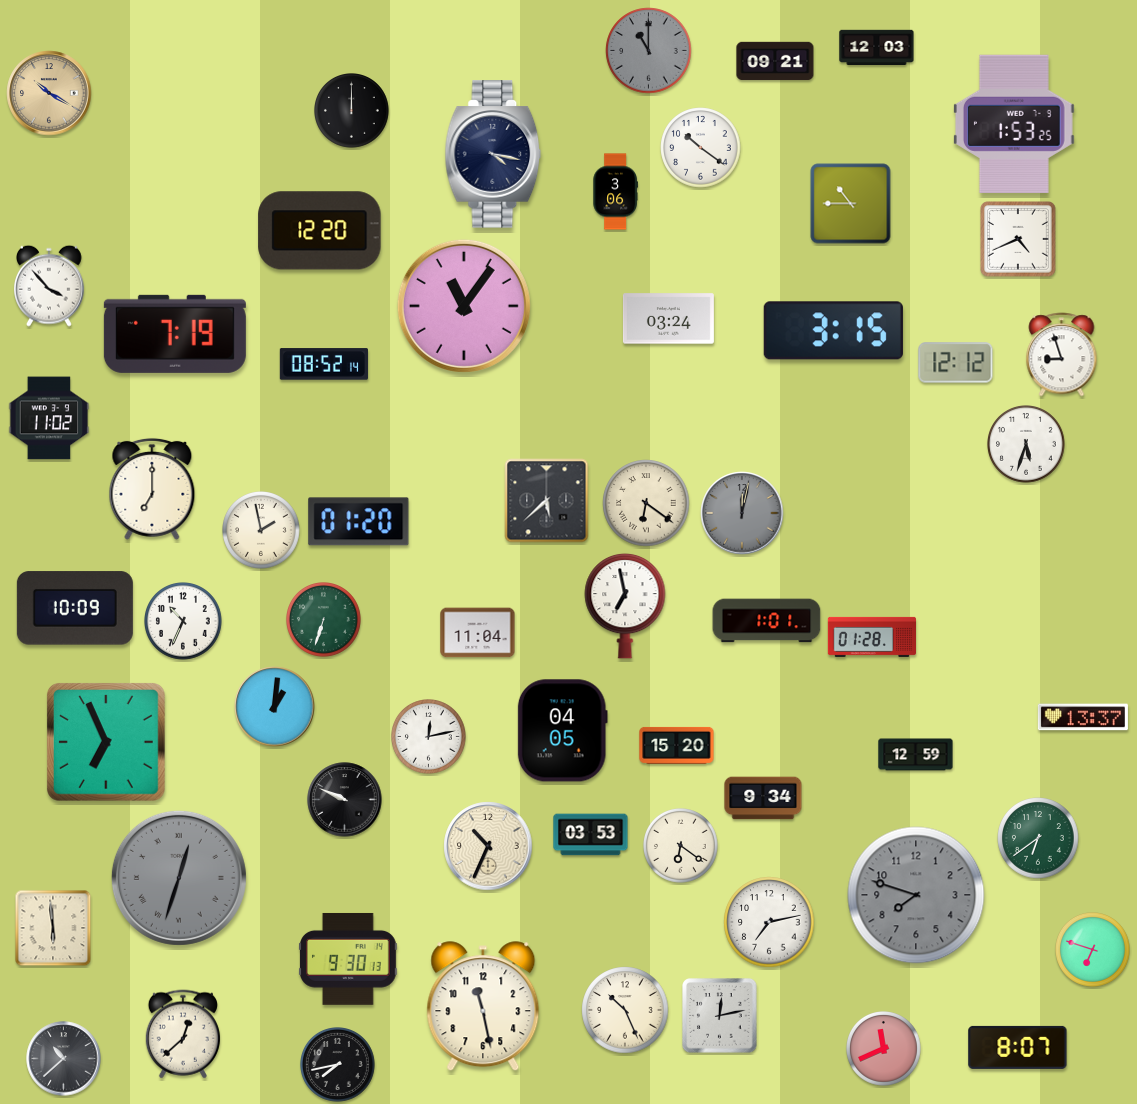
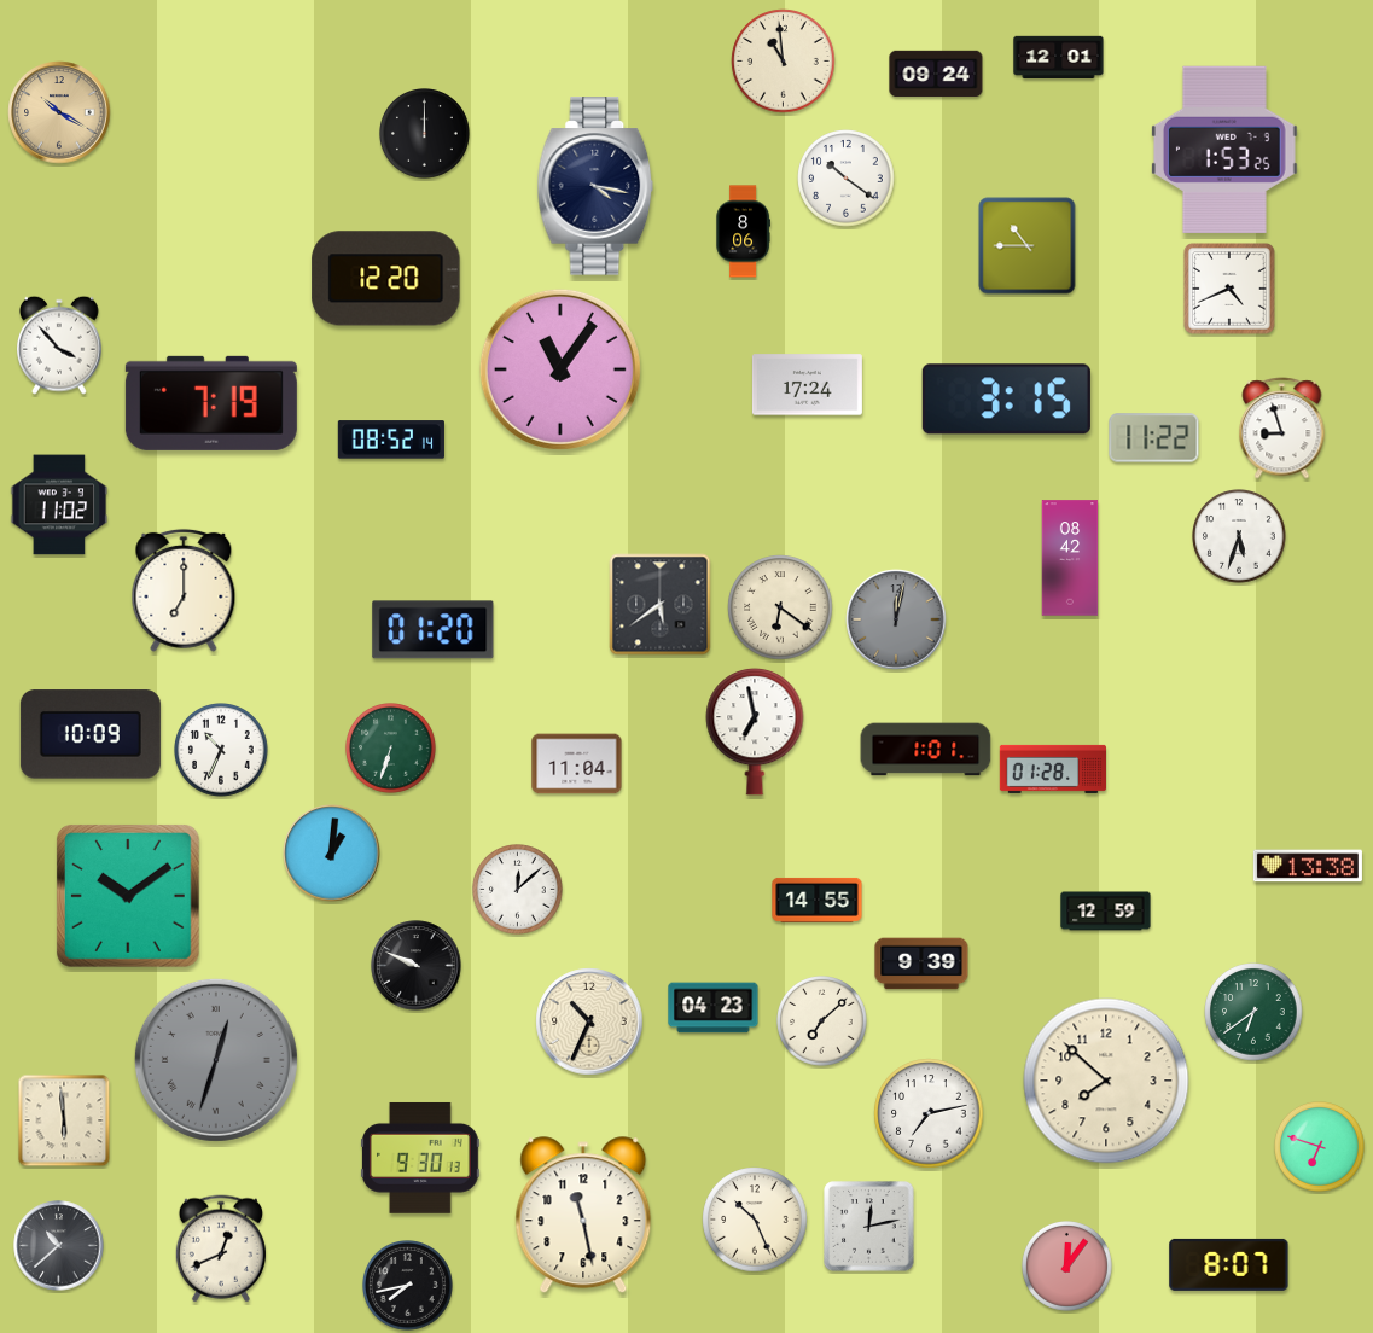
clock at (877, 47): 12:03 -> 12:01
clock at (649, 51): 11:00 -> 10:59
clock at (649, 51) dial: grey -> cream
clock at (775, 61): 09:21 -> 09:24
clock at (615, 192): 3:06 -> 8:06
clock at (668, 319): 03:24 -> 17:24
clock at (956, 363): 12:12 -> 11:22
clock at (1070, 558): none -> 08:42
clock at (547, 501): 5:38 -> 5:39
clock at (262, 531): 1:58 -> none
clock at (1083, 717): 13:37 -> 13:38
clock at (562, 731): 04:05 -> none
clock at (429, 737): 12:13 -> 12:08
clock at (107, 743): 6:56 -> 10:09
clock at (677, 745): 15:20 -> 14:55
clock at (763, 798): 9:34 -> 9:39
clock at (591, 835): 03:53 -> 04:23
clock at (681, 846): 6:21 -> 7:08
clock at (916, 895): 7:48 -> 7:52
clock at (916, 895) dial: grey -> cream
clock at (183, 1034): 12:38 -> 12:41
clock at (884, 1049): 11:41 -> 12:06
clock at (64, 1059) position: (64, 1059) -> (59, 1246)
